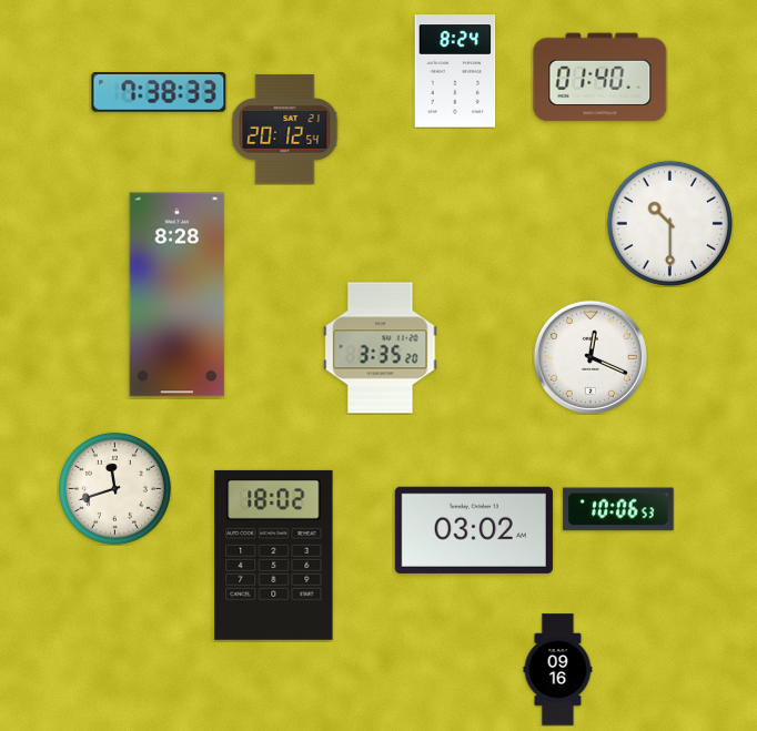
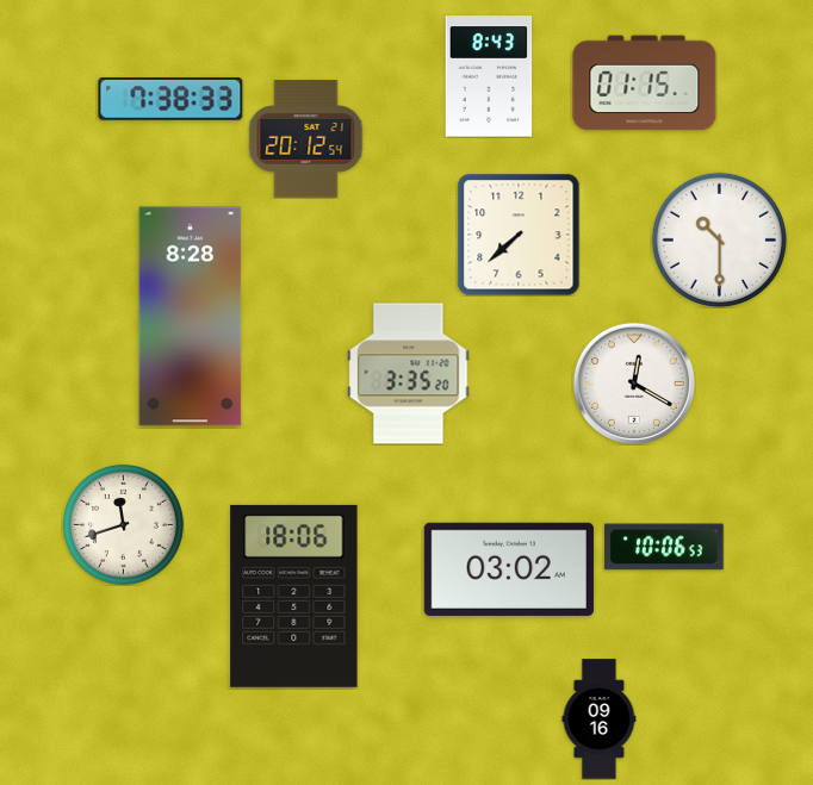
clock at (455, 71): 8:24 -> 8:43
clock at (600, 78): 01:40 -> 01:15
clock at (519, 235): none -> 7:38
clock at (591, 357): 12:19 -> 12:20
clock at (274, 555): 18:02 -> 18:06
